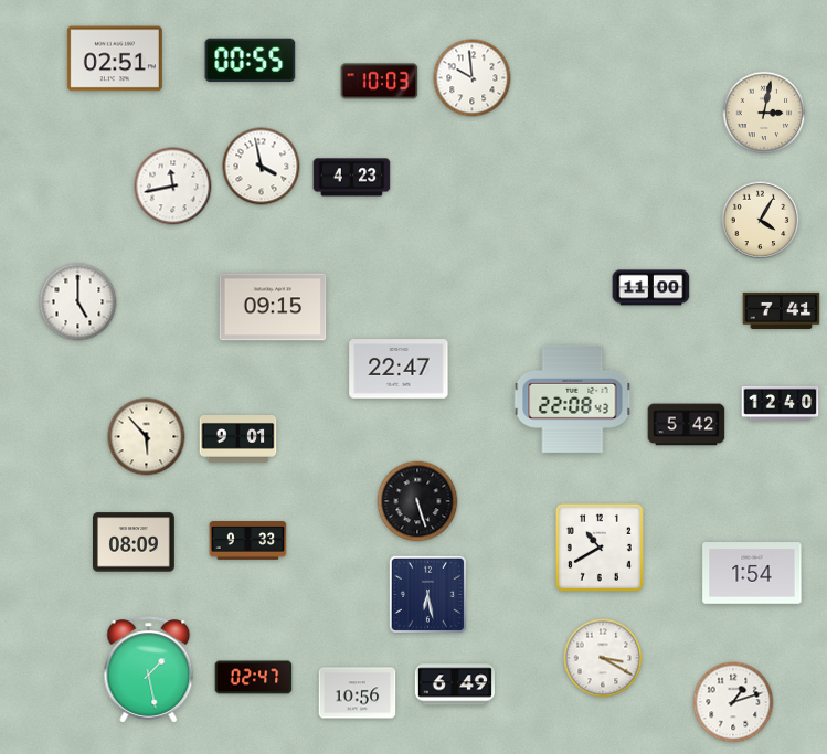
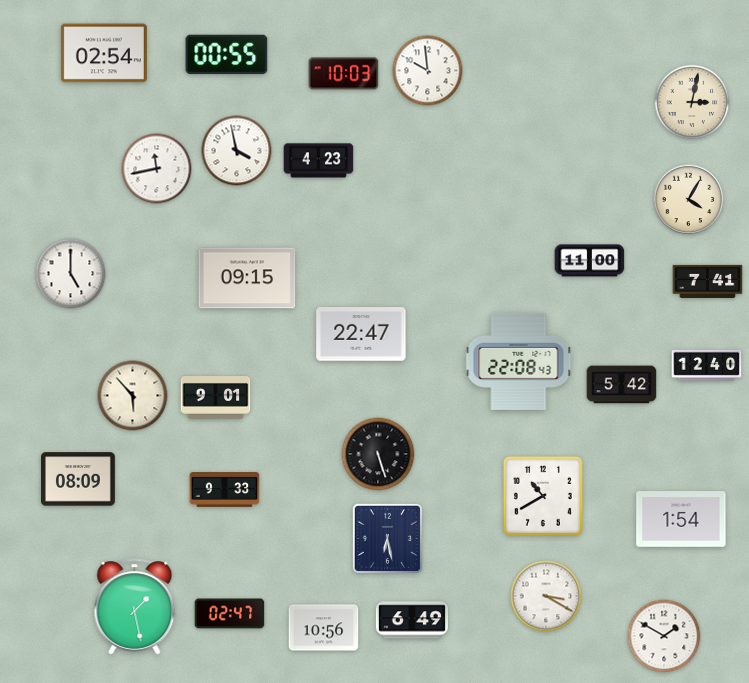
clock at (115, 59): 02:51 -> 02:54
clock at (135, 542) position: (135, 542) -> (79, 479)
clock at (733, 702): 1:12 -> 1:50
